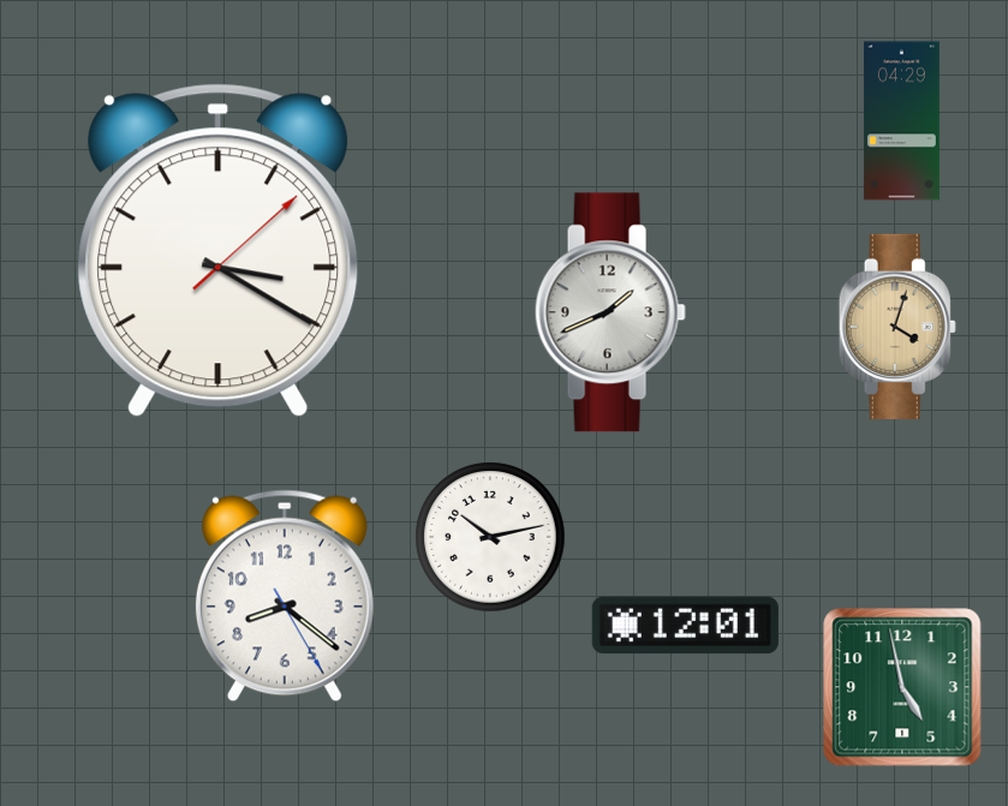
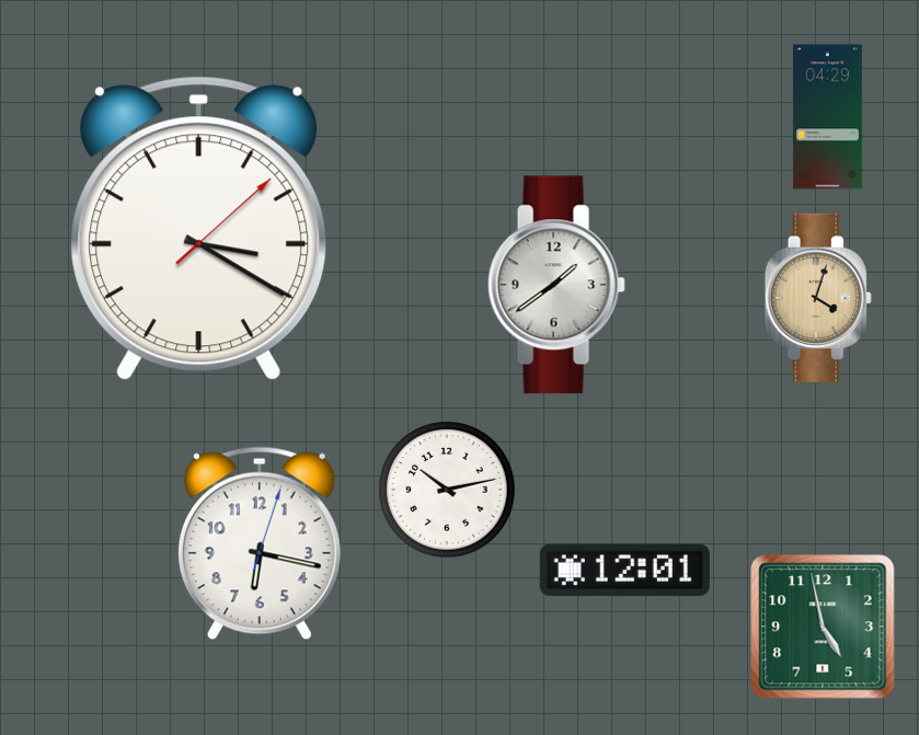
clock at (901, 121) position: (901, 121) -> (827, 117)
clock at (610, 312): 1:41 -> 1:39
clock at (285, 596): 8:21 -> 6:17
